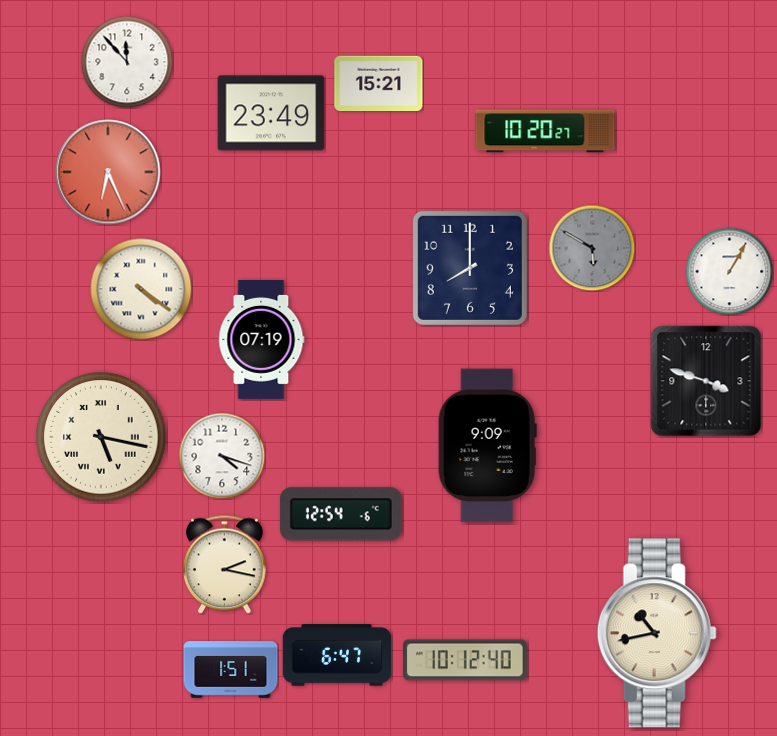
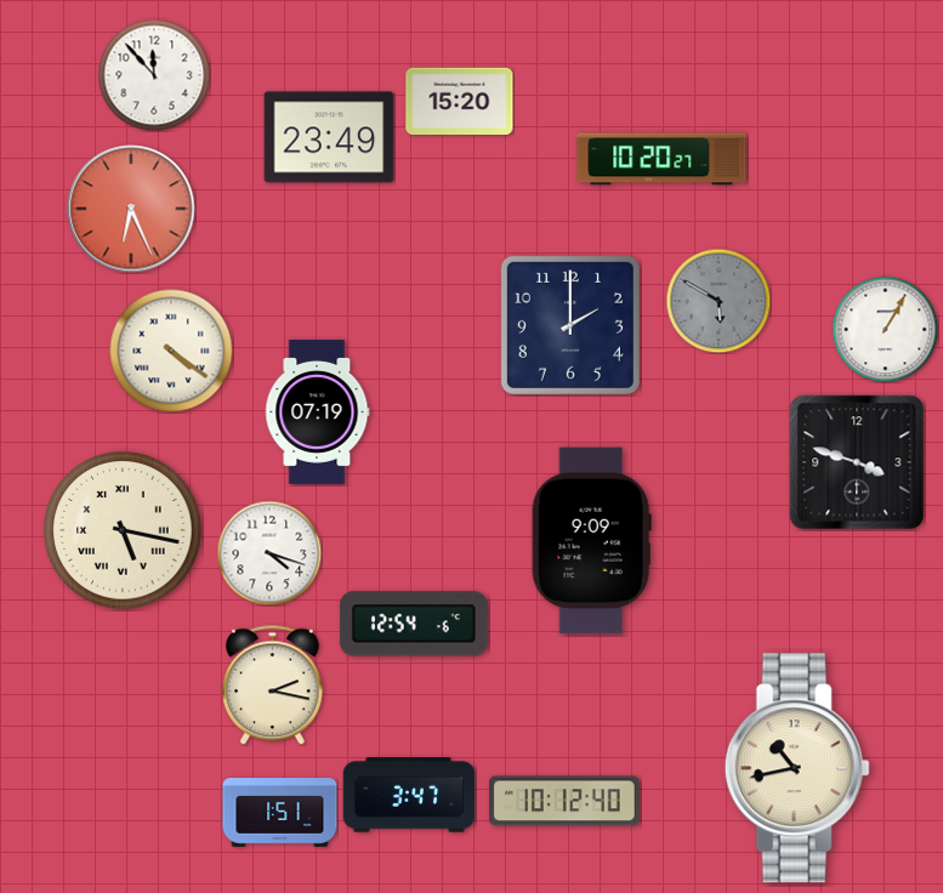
clock at (379, 83): 15:21 -> 15:20
clock at (470, 268): 8:00 -> 2:00
clock at (337, 655): 6:47 -> 3:47
